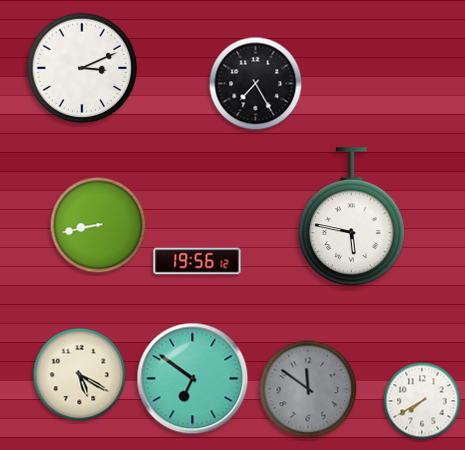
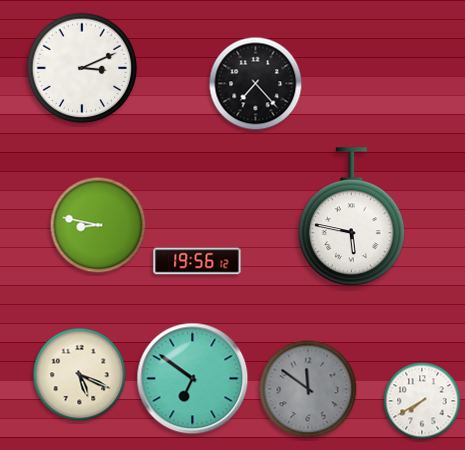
clock at (256, 84): 7:25 -> 7:23
clock at (98, 225): 8:43 -> 8:47
clock at (80, 375): 5:20 -> 5:19
